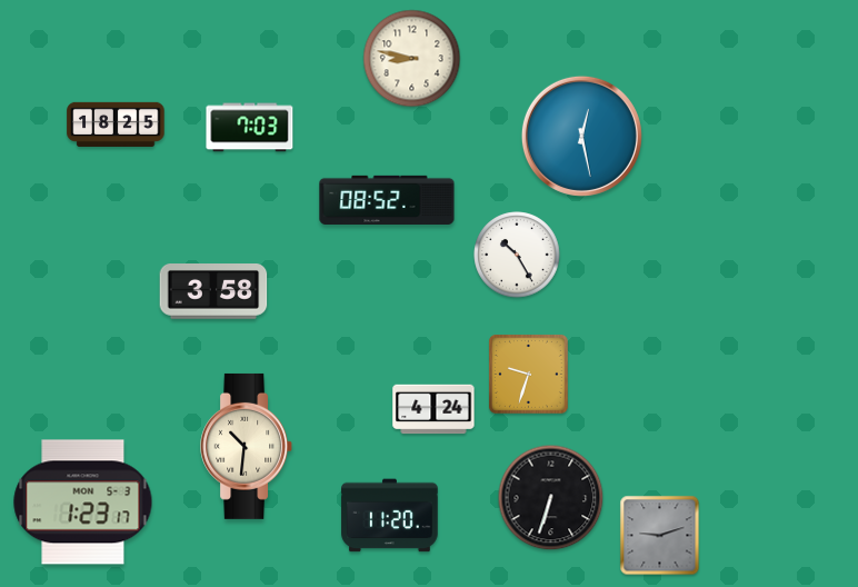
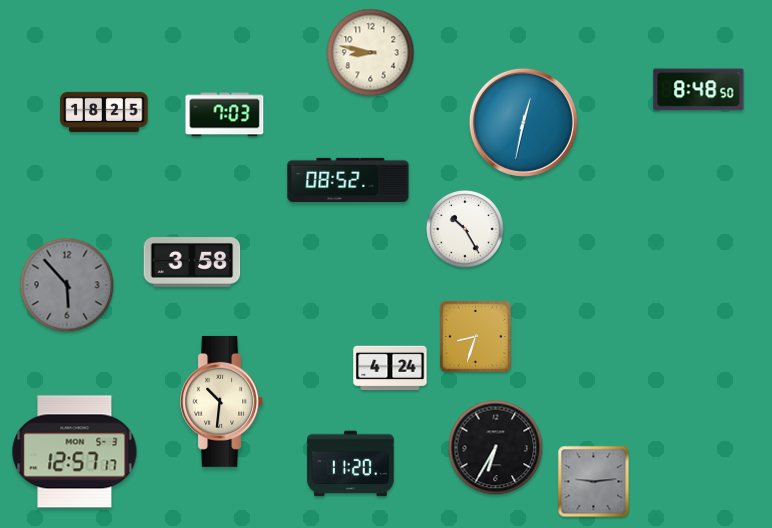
clock at (699, 90): none -> 8:48
clock at (581, 136): 12:28 -> 12:32
clock at (67, 285): none -> 5:53
clock at (528, 374): 9:33 -> 8:33
clock at (551, 498): 6:33 -> 6:35
clock at (83, 503): 1:23 -> 12:57
clock at (660, 536): 9:12 -> 9:14
